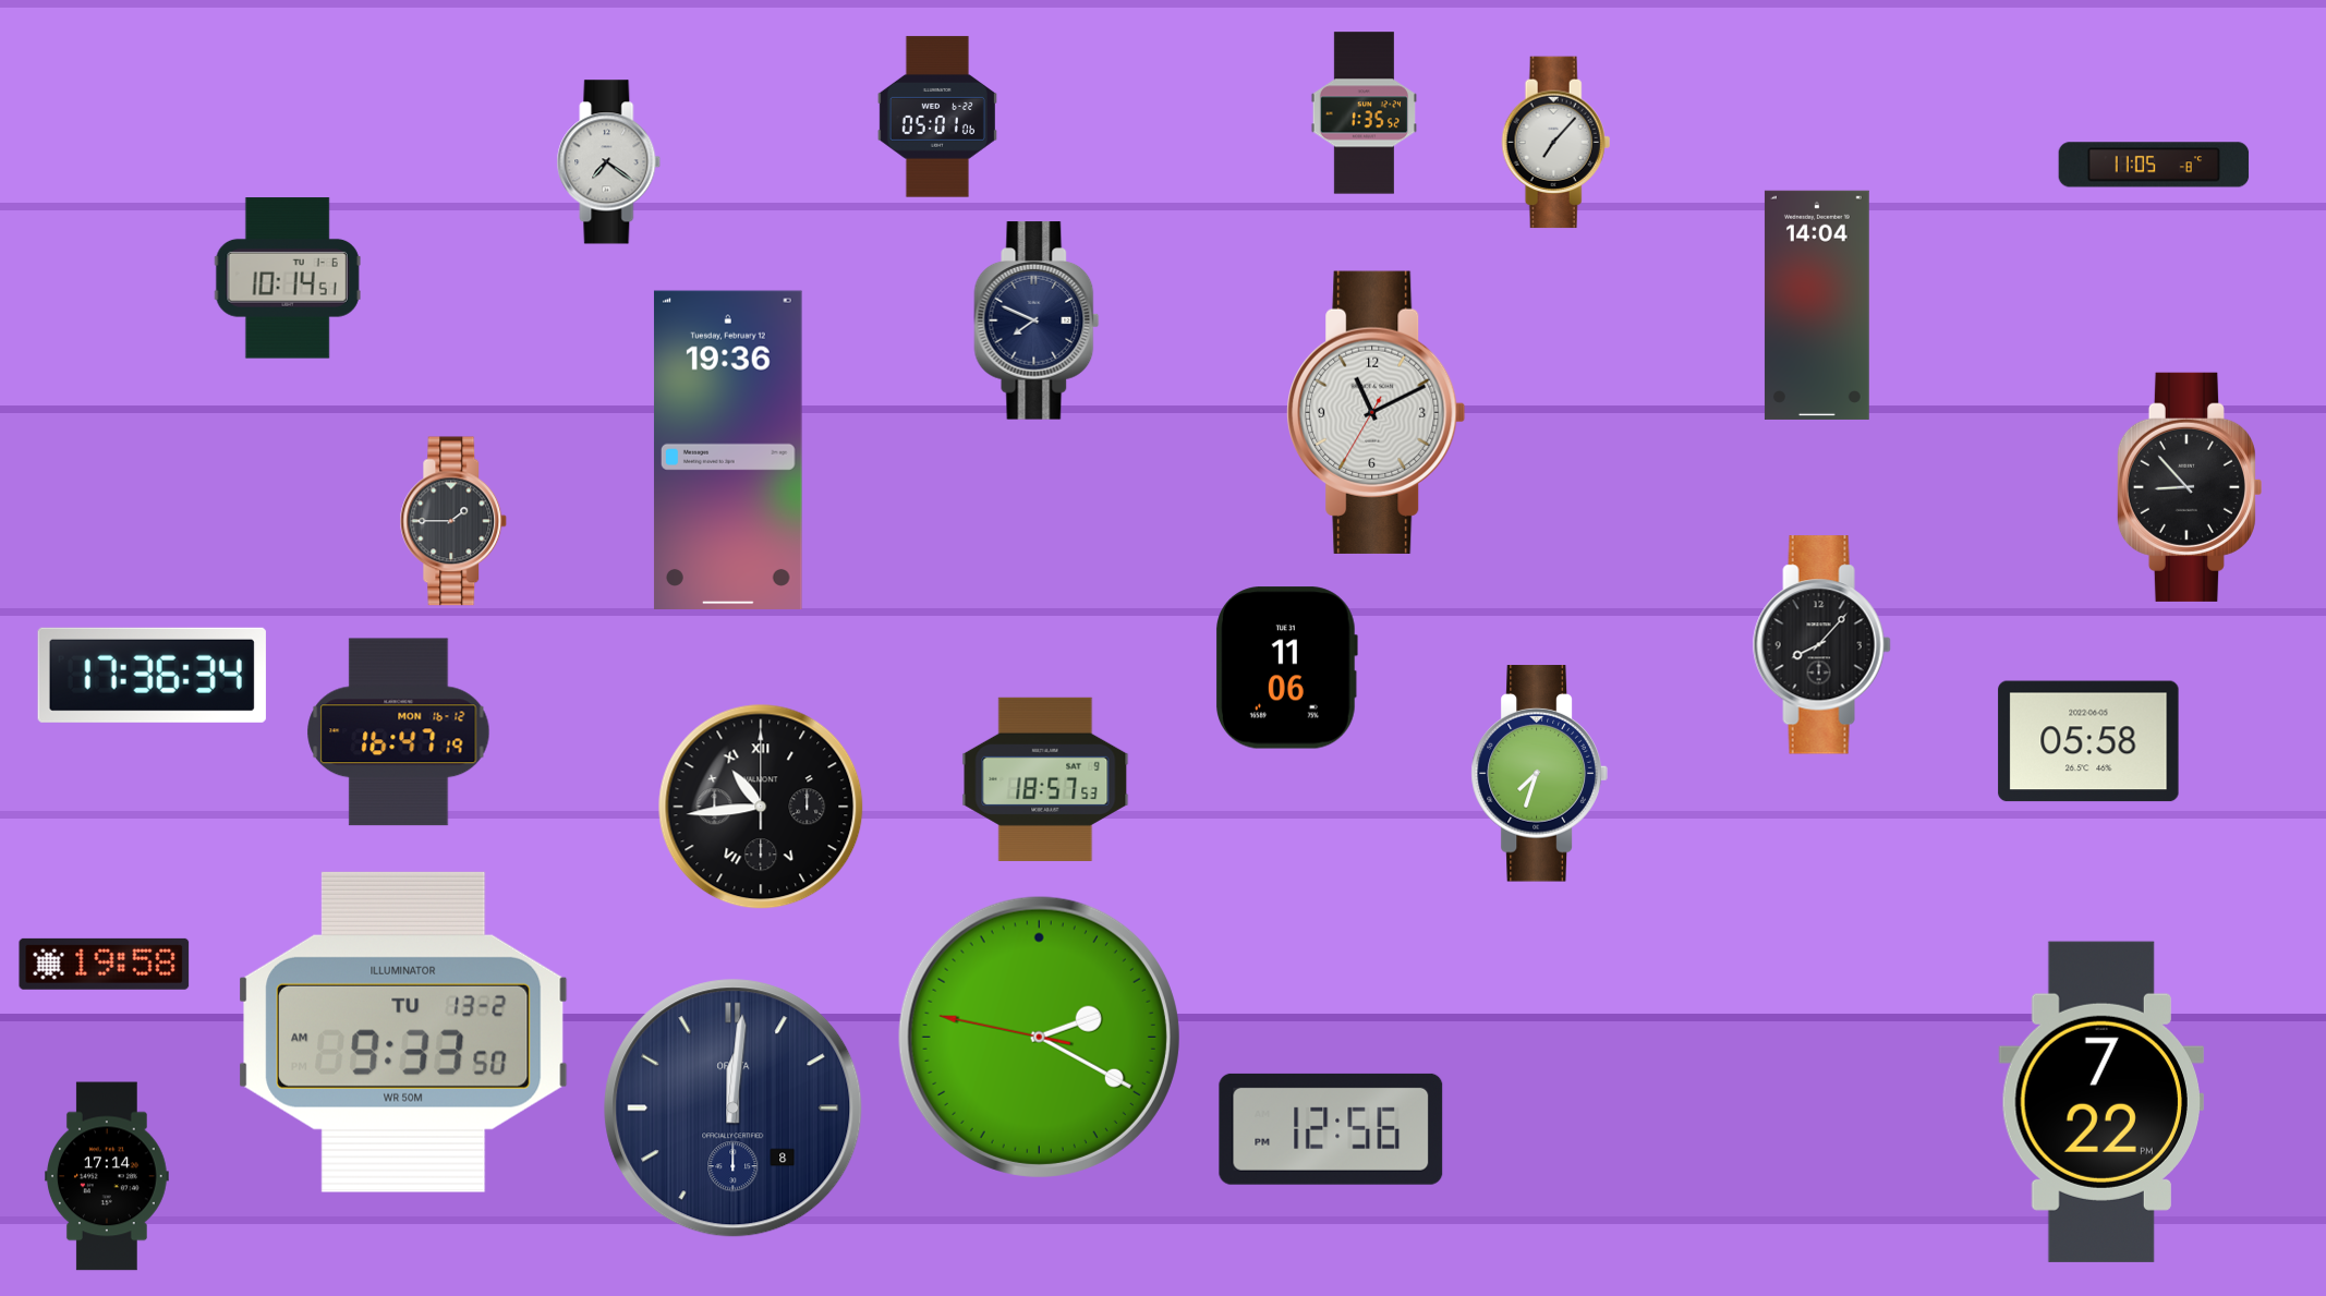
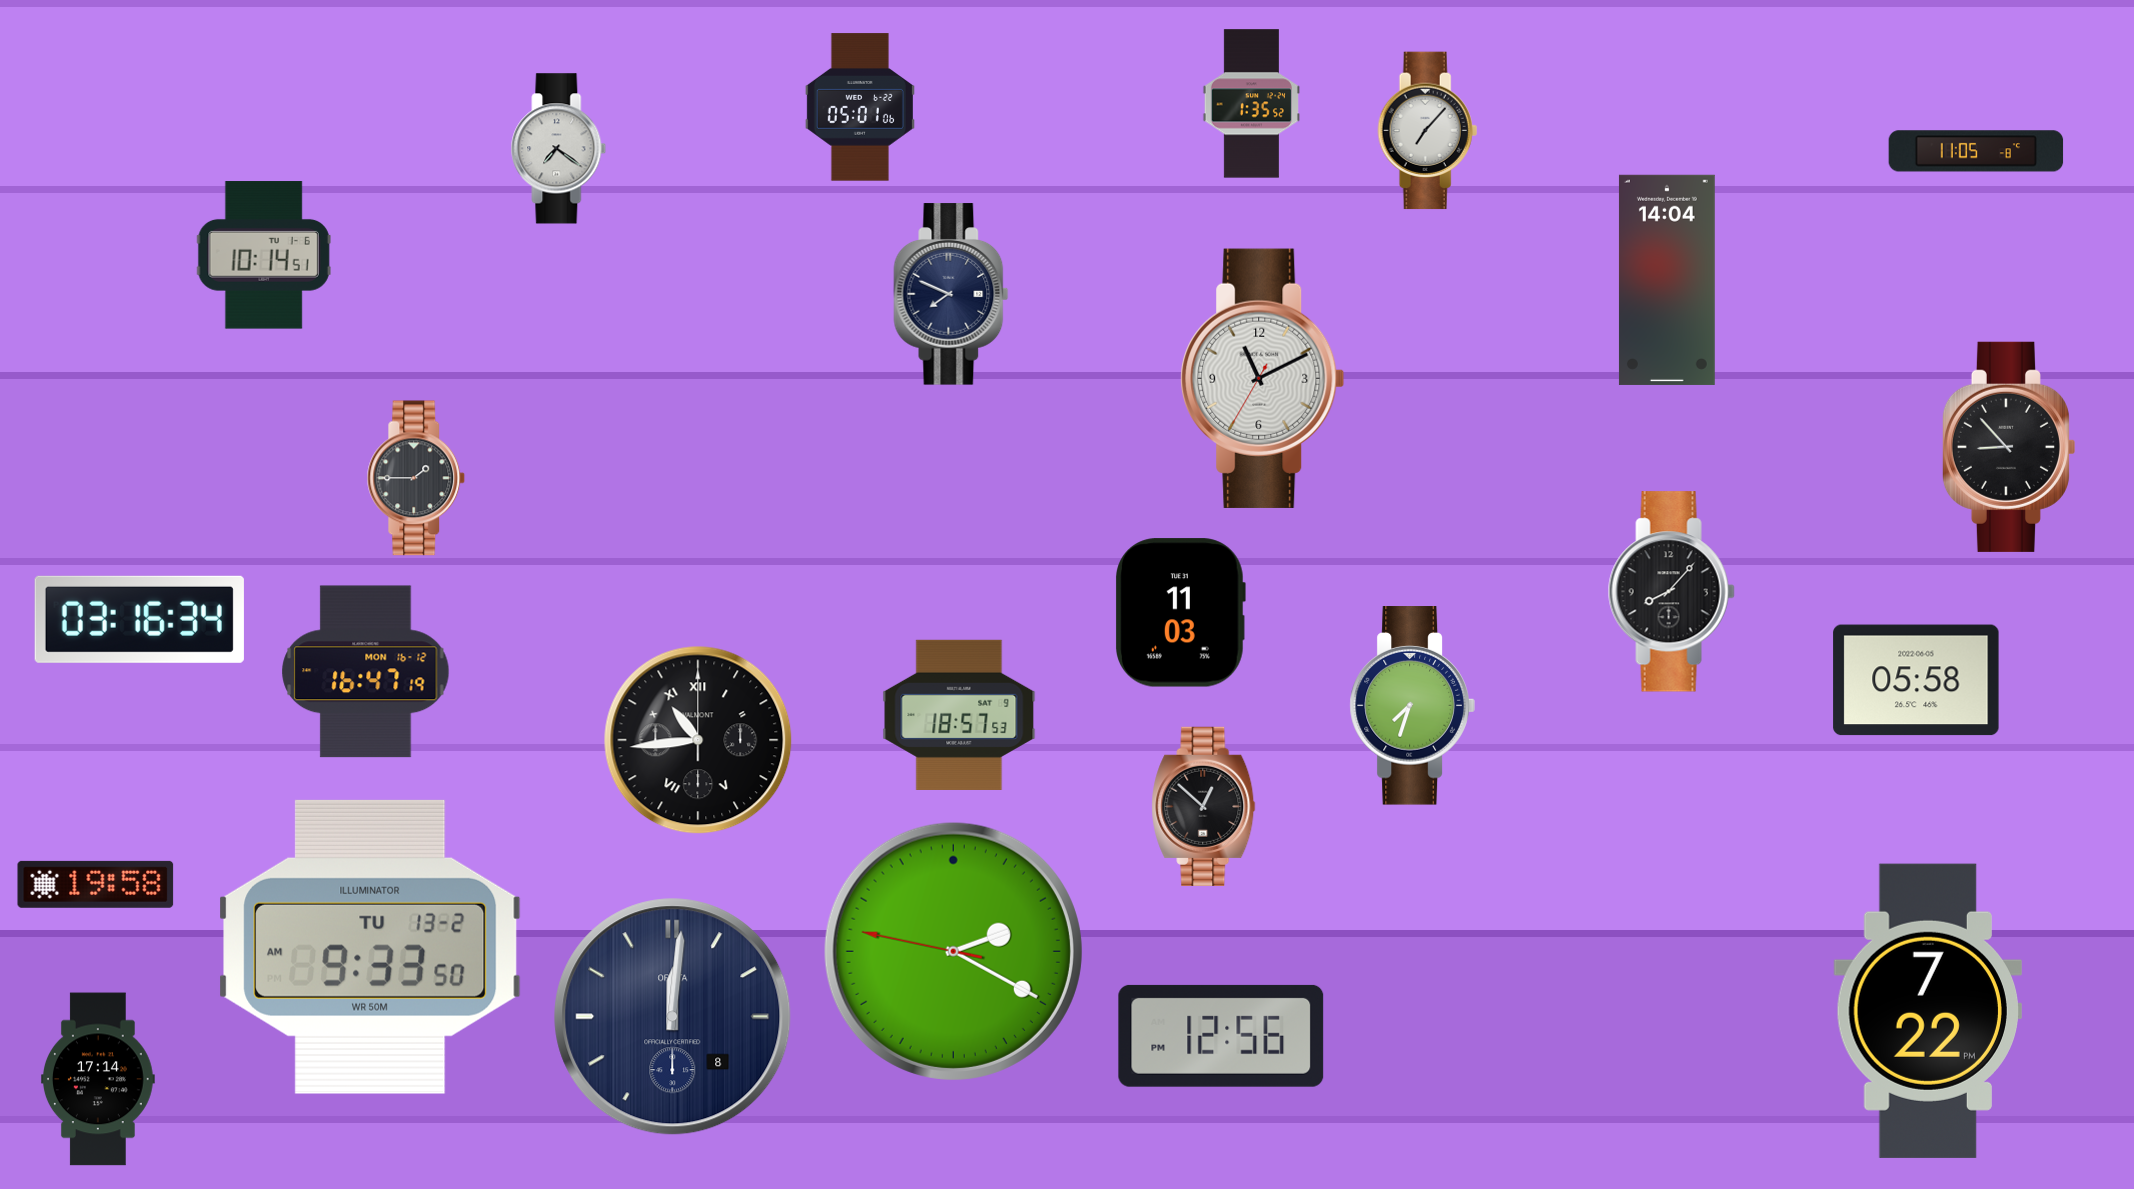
clock at (728, 449): 19:36 -> none
clock at (1286, 668): 11:06 -> 11:03
clock at (152, 675): 17:36 -> 03:16
clock at (1539, 774) position: (1539, 774) -> (1412, 706)
clock at (1204, 806): none -> 12:52
